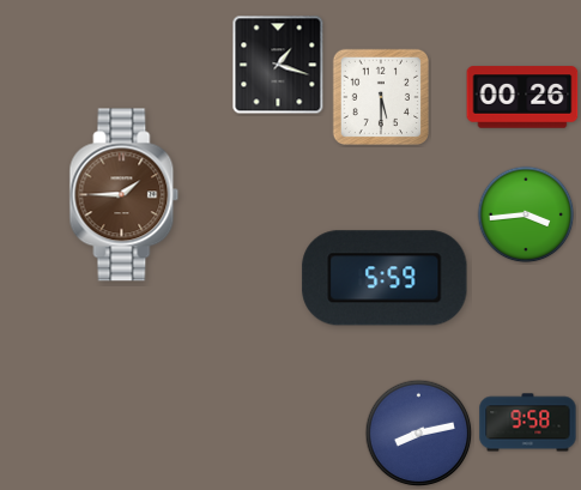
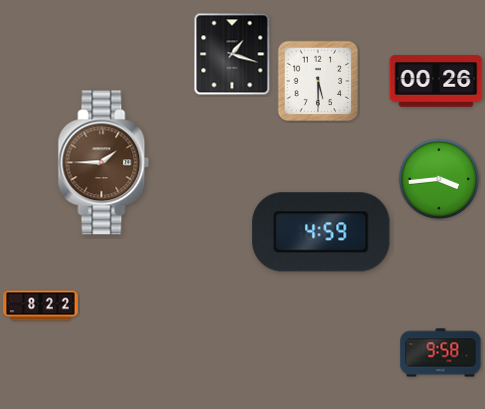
clock at (385, 278): 5:59 -> 4:59
clock at (41, 306): none -> 8:22
clock at (419, 434): 8:13 -> none
